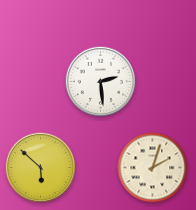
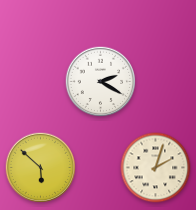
clock at (101, 82): 2:29 -> 2:20
clock at (153, 168) position: (153, 168) -> (156, 168)
